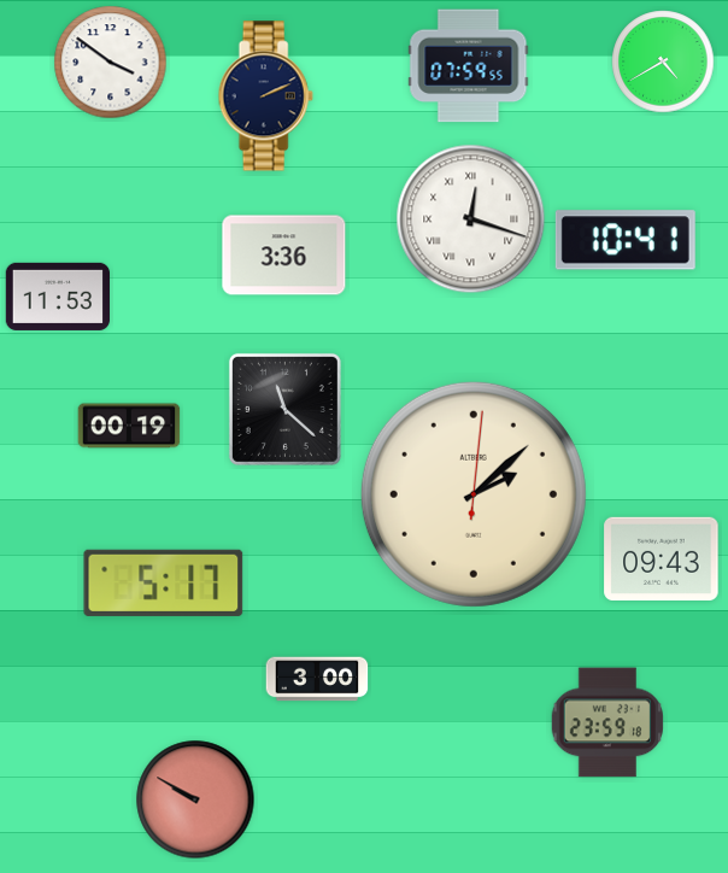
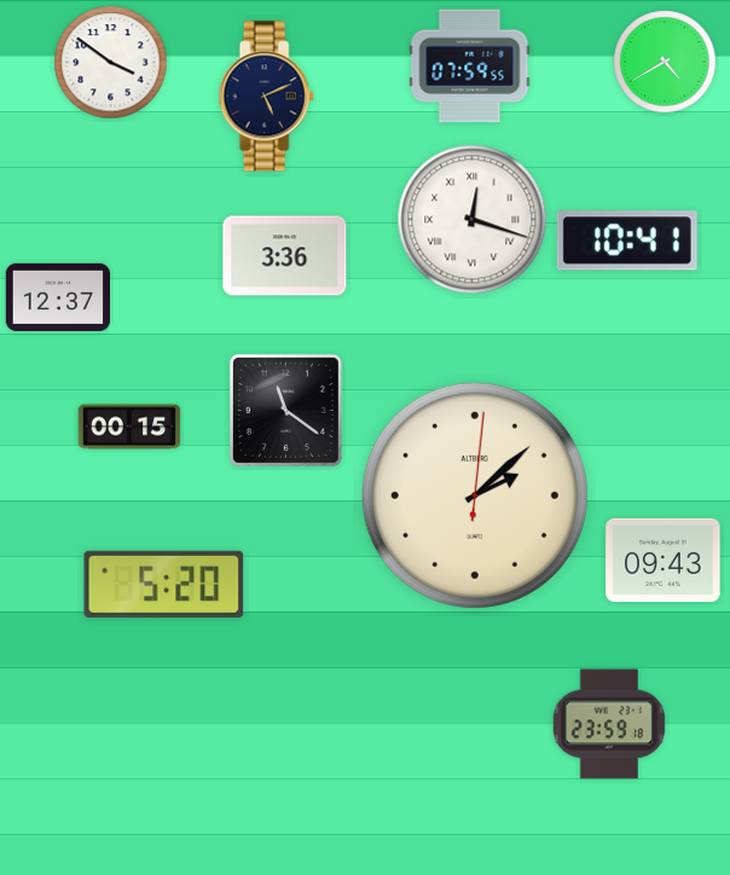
clock at (265, 96): 2:11 -> 5:11
clock at (57, 297): 11:53 -> 12:37
clock at (284, 409): 11:22 -> 11:21
clock at (129, 426): 00:19 -> 00:15
clock at (164, 582): 5:17 -> 5:20
clock at (317, 679): 3:00 -> none
clock at (195, 799): 9:50 -> none
